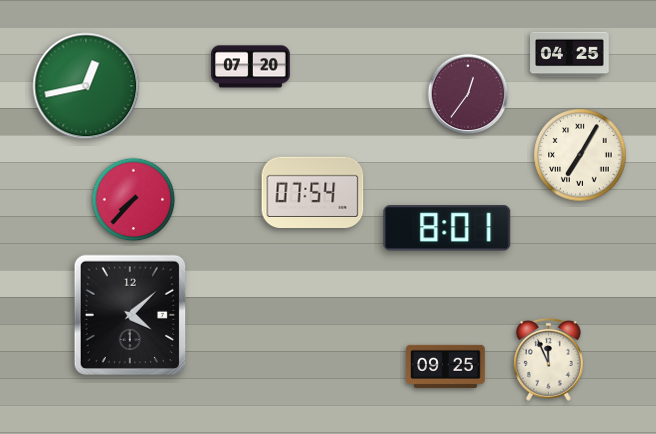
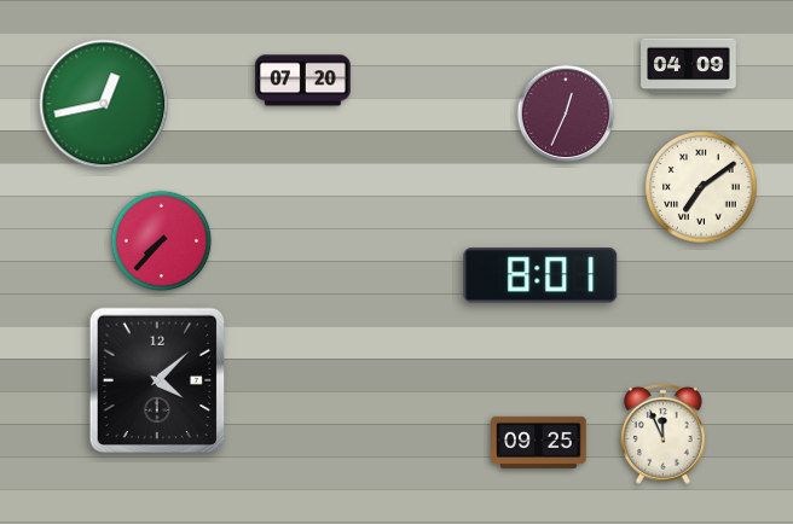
clock at (570, 55): 04:25 -> 04:09
clock at (468, 94): 12:36 -> 12:34
clock at (580, 155): 7:05 -> 7:09
clock at (313, 192): 07:54 -> none
